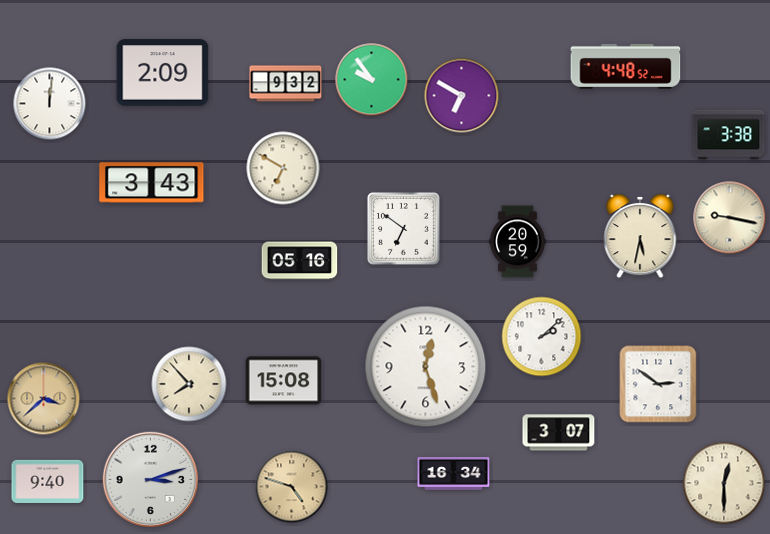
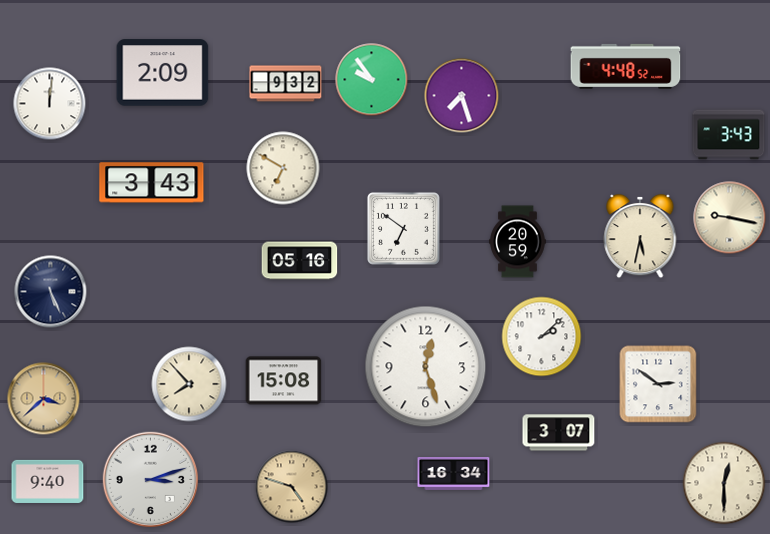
clock at (462, 96): 6:50 -> 7:27
clock at (729, 135): 3:38 -> 3:43
clock at (51, 292): none -> 5:26
